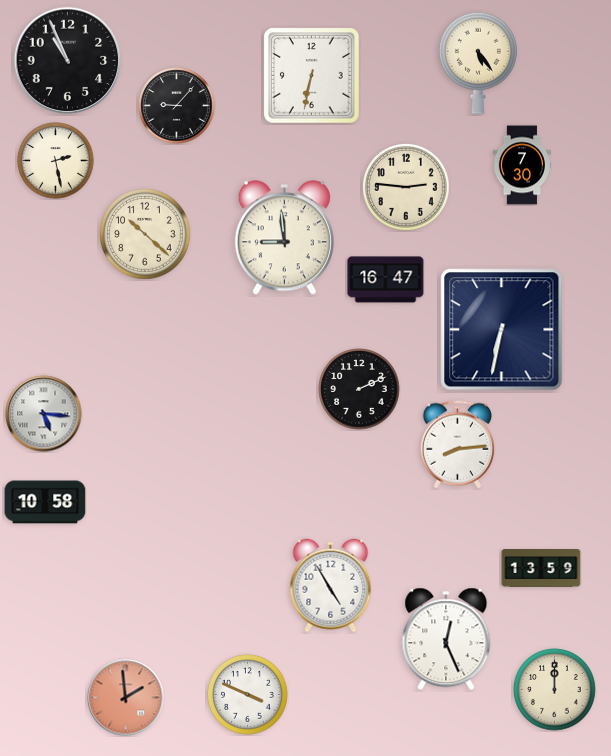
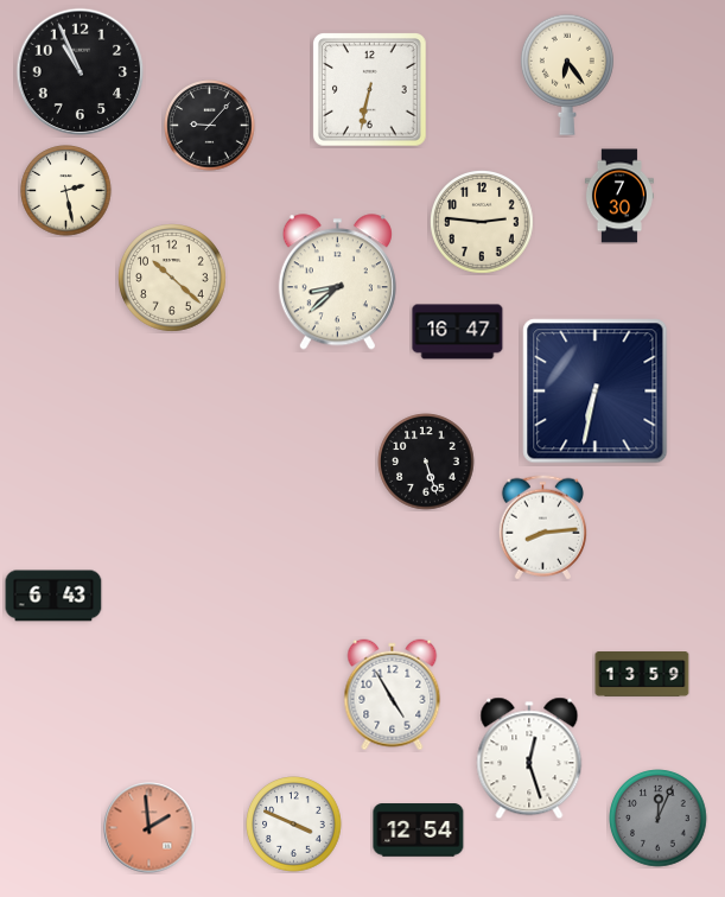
clock at (478, 63): 5:24 -> 6:24
clock at (284, 238): 8:59 -> 8:38
clock at (359, 389): 2:11 -> 5:27
clock at (44, 414): 5:16 -> none
clock at (45, 502): 10:58 -> 6:43
clock at (446, 639): 12:26 -> 12:27
clock at (555, 690): 12:00 -> 12:04
clock at (555, 690) dial: cream -> grey
clock at (419, 831): none -> 12:54
